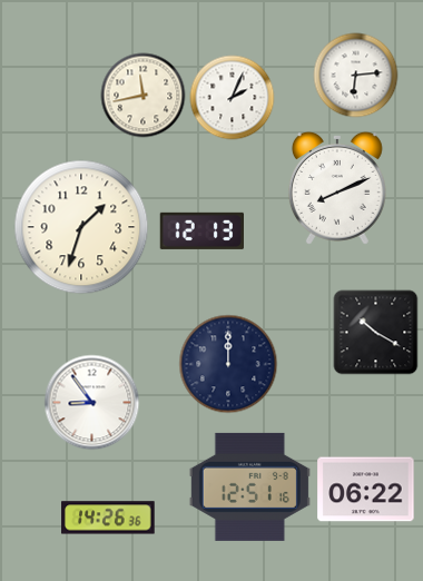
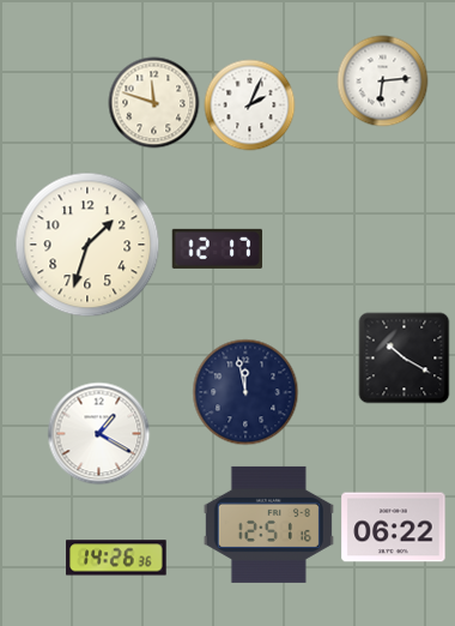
clock at (144, 96): 11:43 -> 11:48
clock at (337, 188): 8:11 -> none
clock at (201, 230): 12:13 -> 12:17
clock at (228, 364): 12:00 -> 11:58
clock at (92, 403): 8:54 -> 1:20
